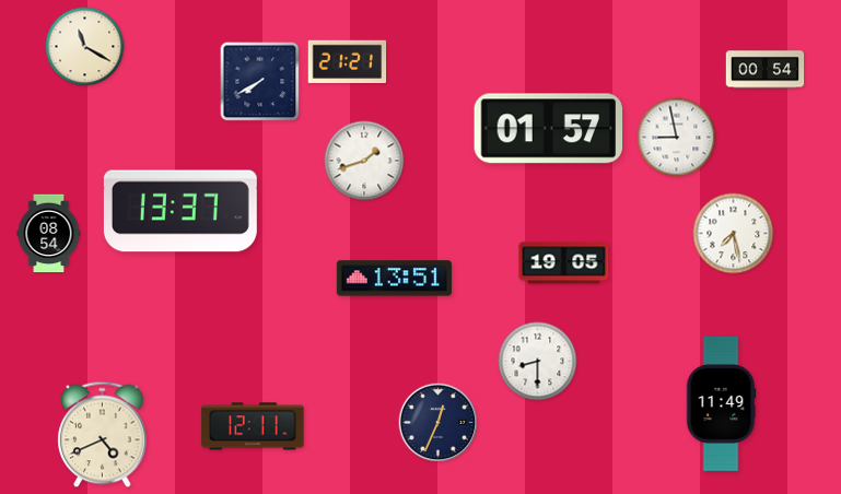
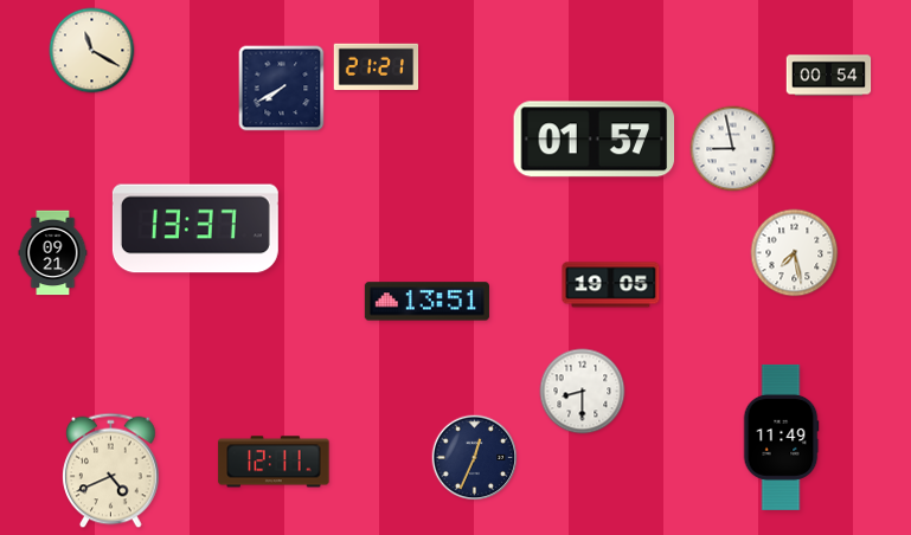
clock at (364, 161): 1:42 -> none
clock at (49, 234): 08:54 -> 09:21
